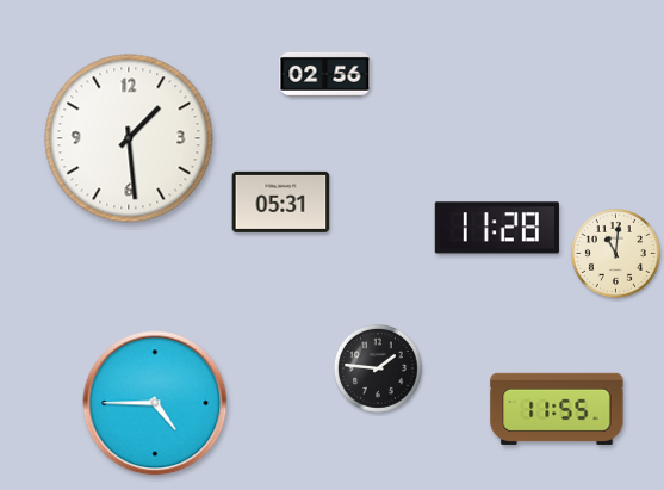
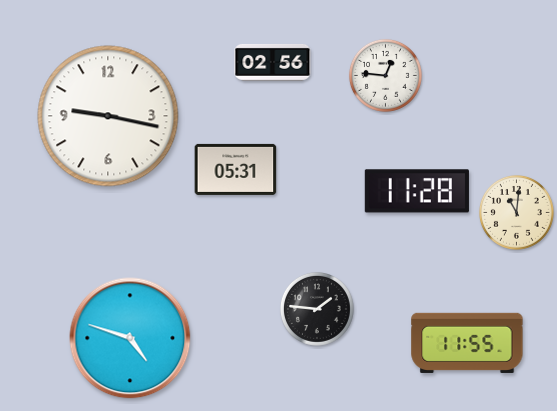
clock at (385, 75): none -> 12:46
clock at (129, 138): 1:29 -> 9:17
clock at (155, 403): 4:45 -> 4:48
